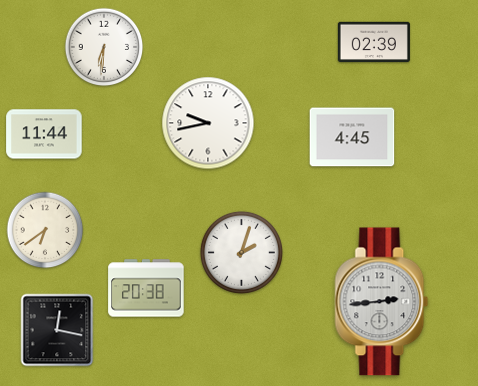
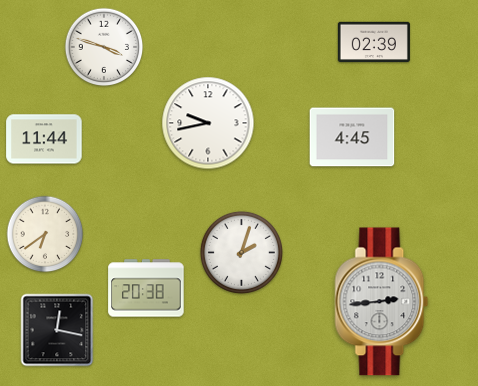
clock at (104, 47): 6:31 -> 3:48
clock at (44, 134) position: (44, 134) -> (44, 139)
clock at (45, 230) position: (45, 230) -> (45, 234)
